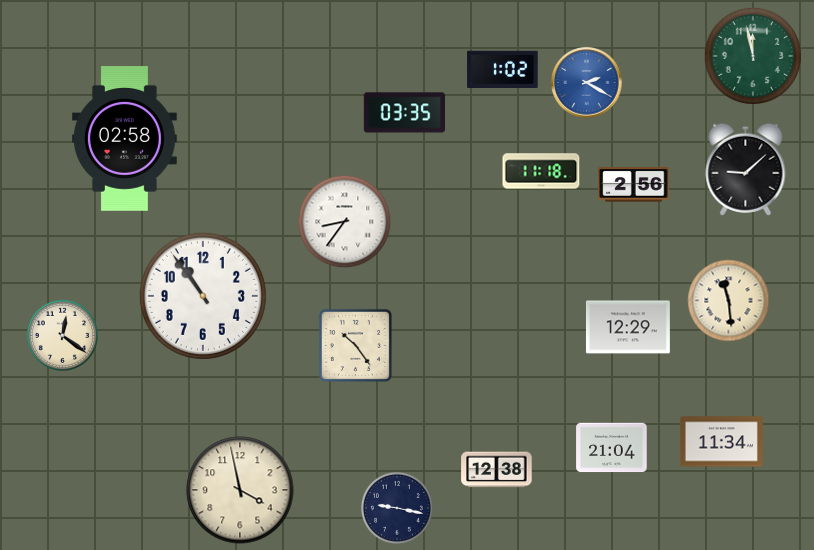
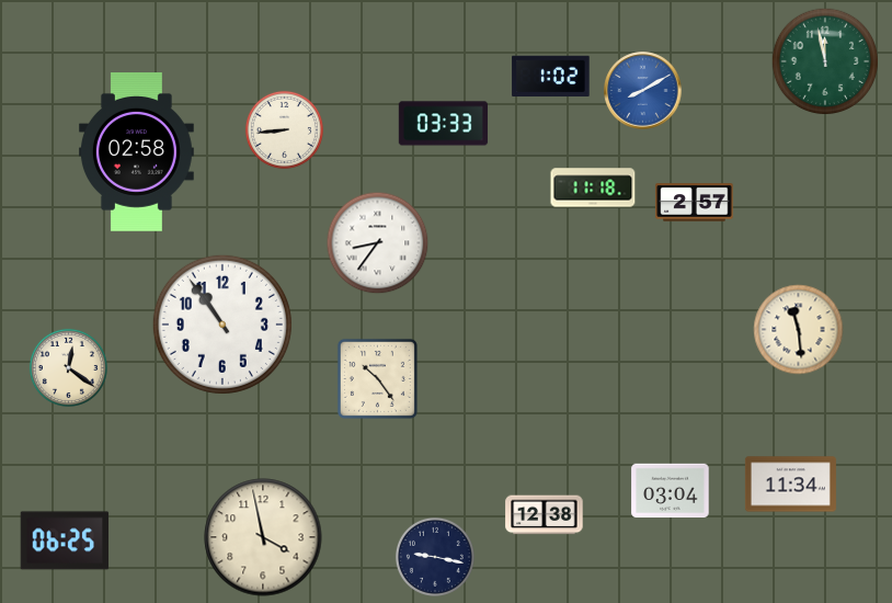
clock at (587, 83): 2:20 -> 8:10
clock at (405, 113): 03:35 -> 03:33
clock at (284, 129): none -> 8:44
clock at (746, 169): 9:08 -> none
clock at (634, 185): 2:56 -> 2:57
clock at (628, 327): 12:29 -> none
clock at (355, 345) position: (355, 345) -> (377, 378)
clock at (612, 448): 21:04 -> 03:04
clock at (65, 541): none -> 06:25
